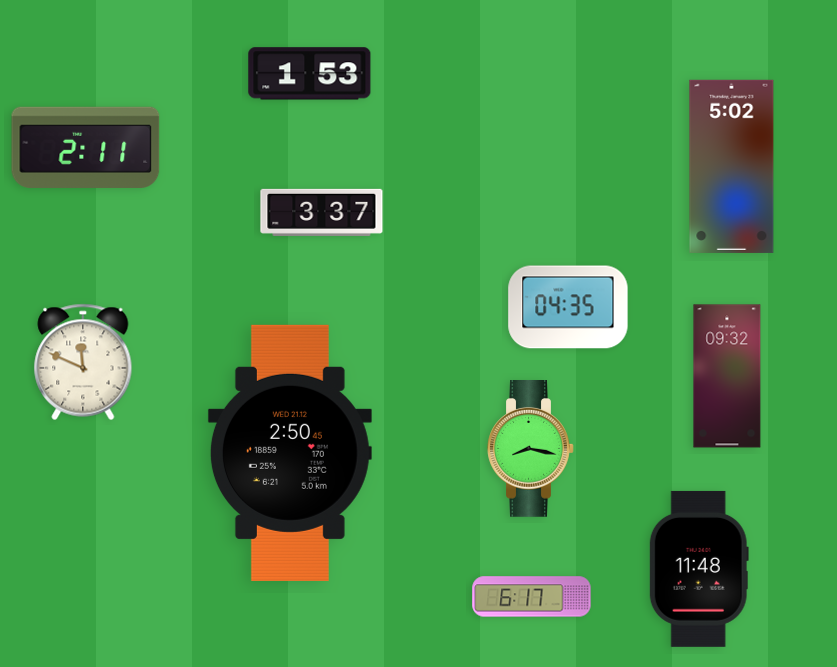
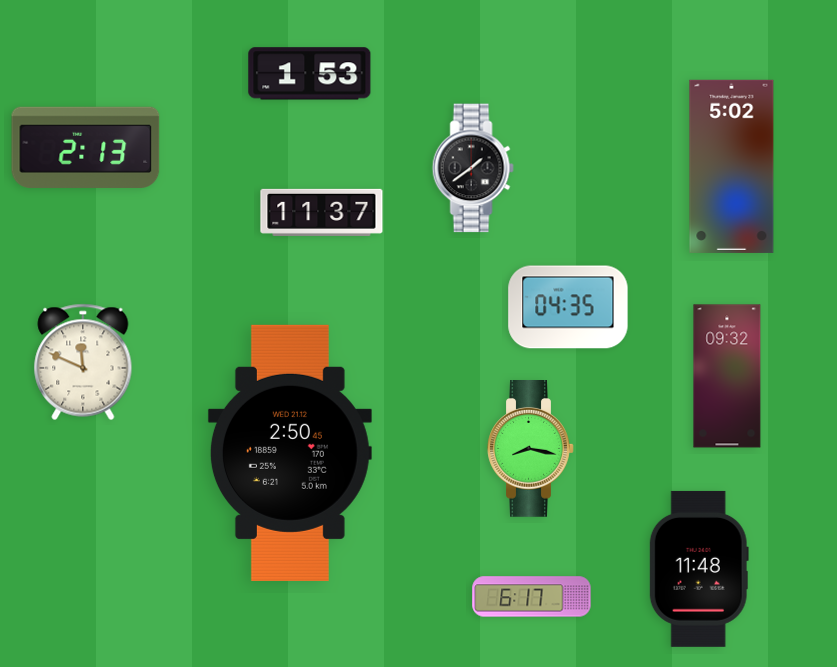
clock at (86, 147): 2:11 -> 2:13
clock at (473, 168): none -> 1:39
clock at (322, 212): 3:37 -> 11:37
